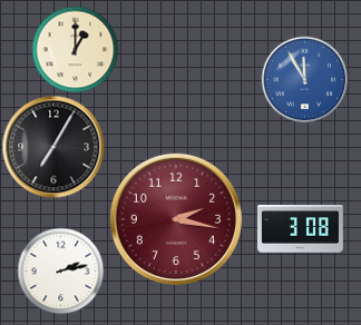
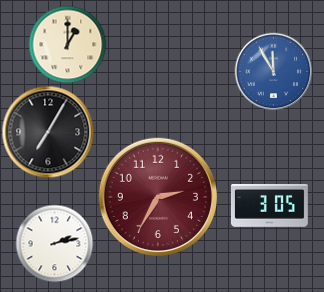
clock at (176, 219): 2:17 -> 2:35
clock at (300, 229): 3:08 -> 3:05
